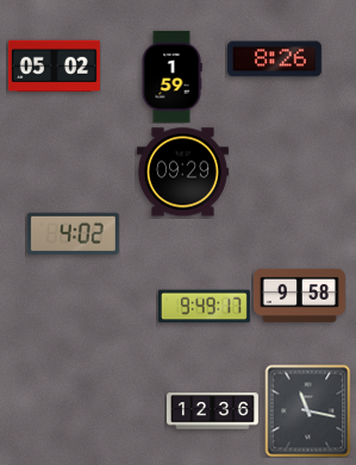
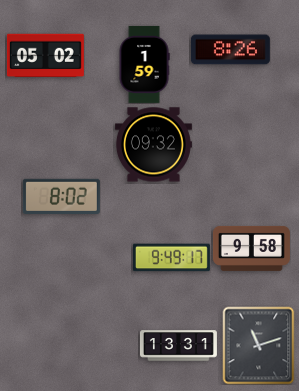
clock at (182, 172): 09:29 -> 09:32
clock at (73, 233): 4:02 -> 8:02
clock at (308, 410): 11:17 -> 11:12
clock at (212, 411): 12:36 -> 13:31
